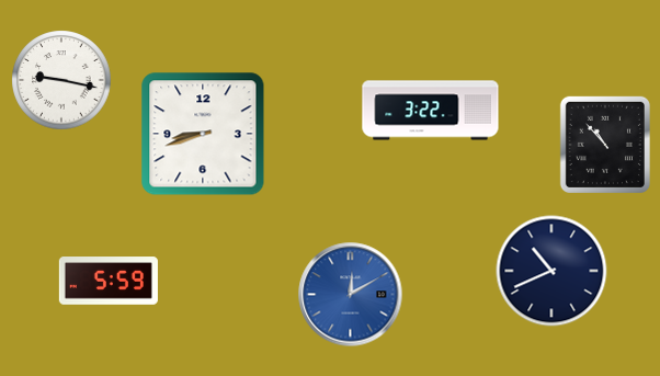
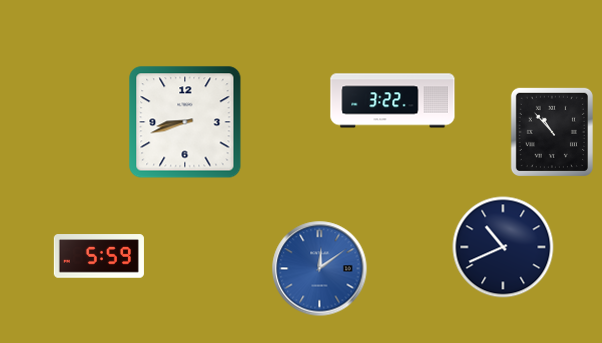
clock at (61, 80): 9:17 -> none
clock at (351, 295): 12:10 -> 12:09
